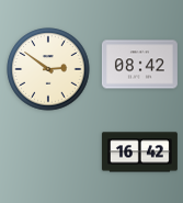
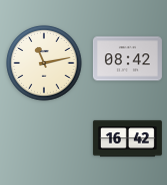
clock at (48, 69): 2:51 -> 11:13
